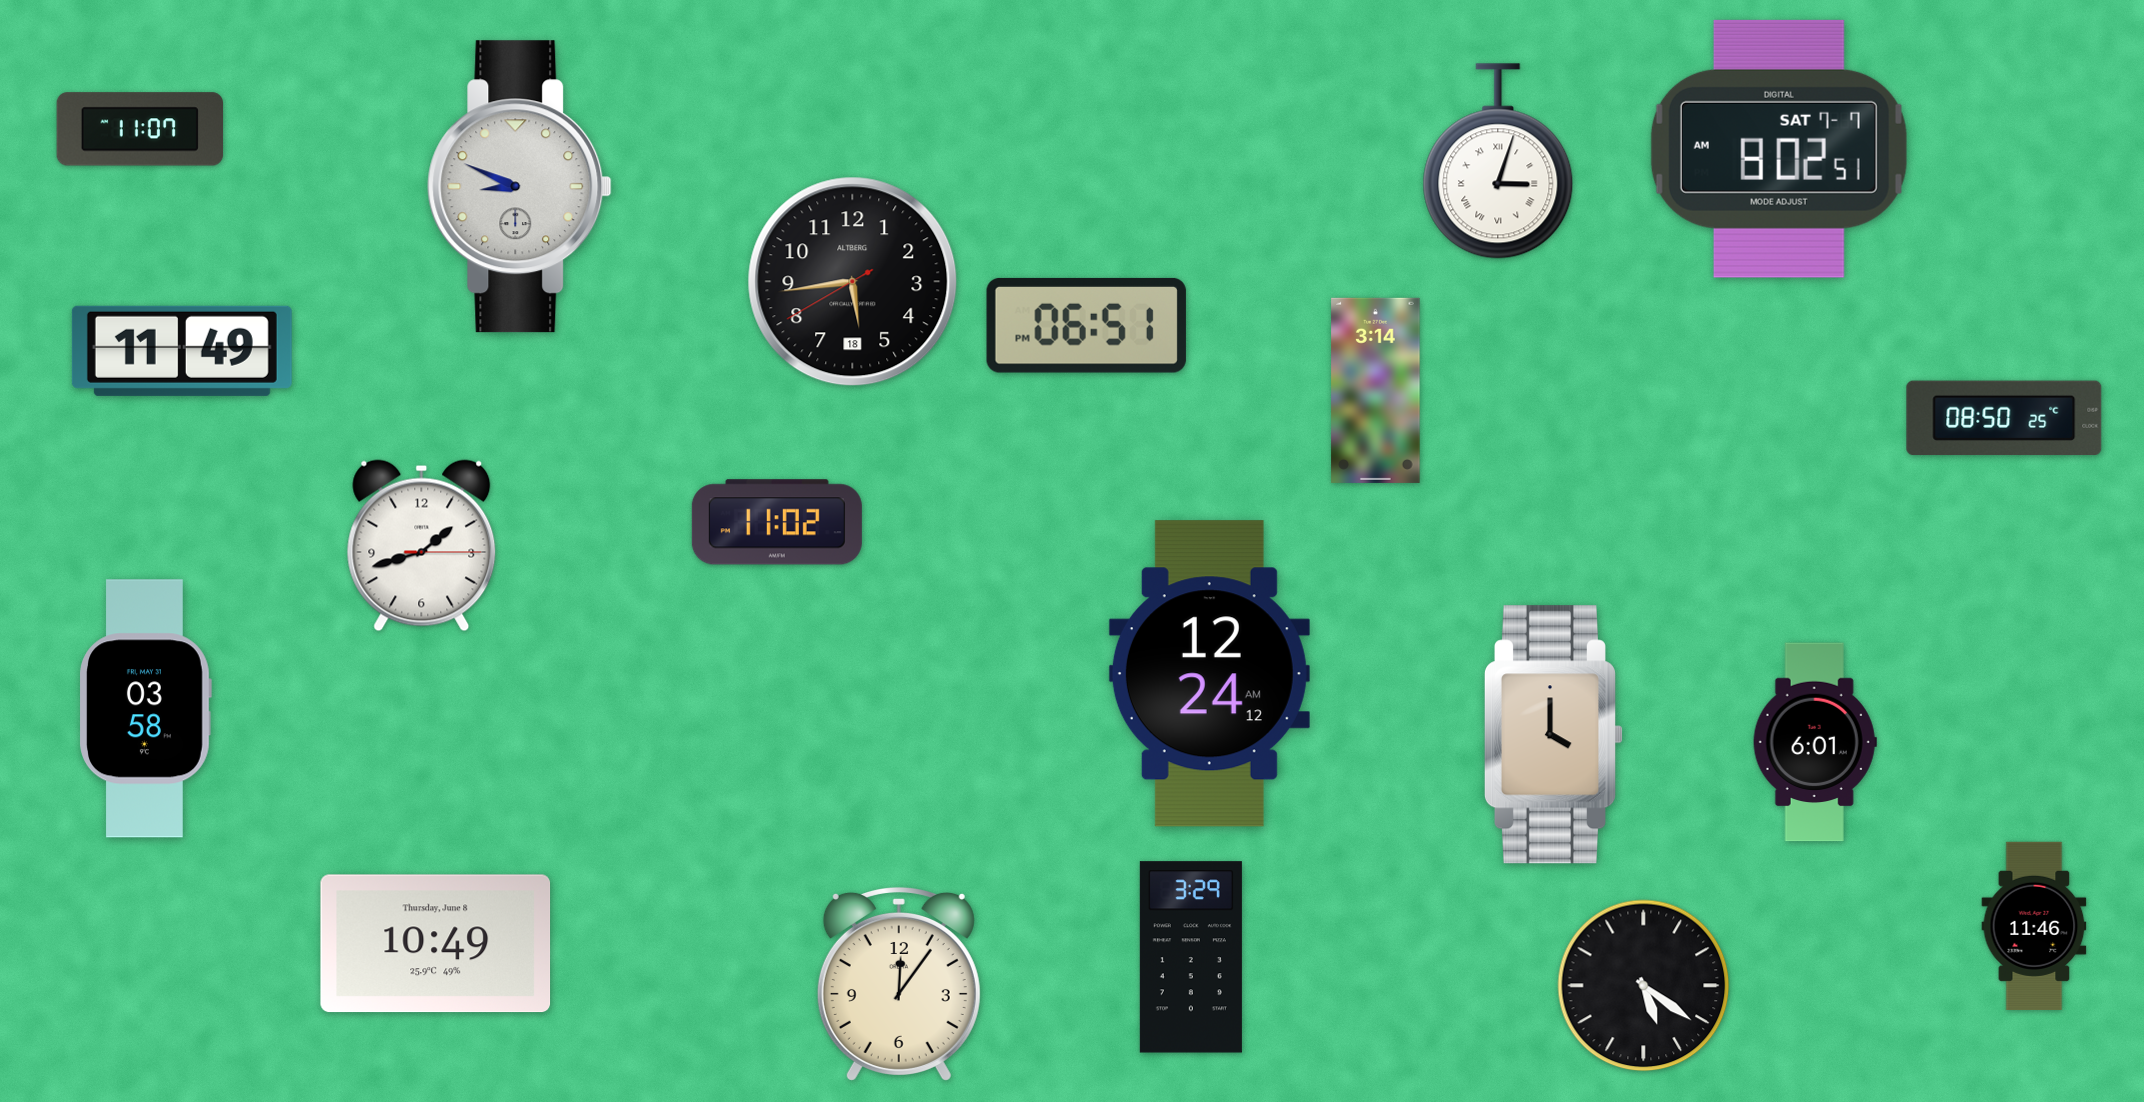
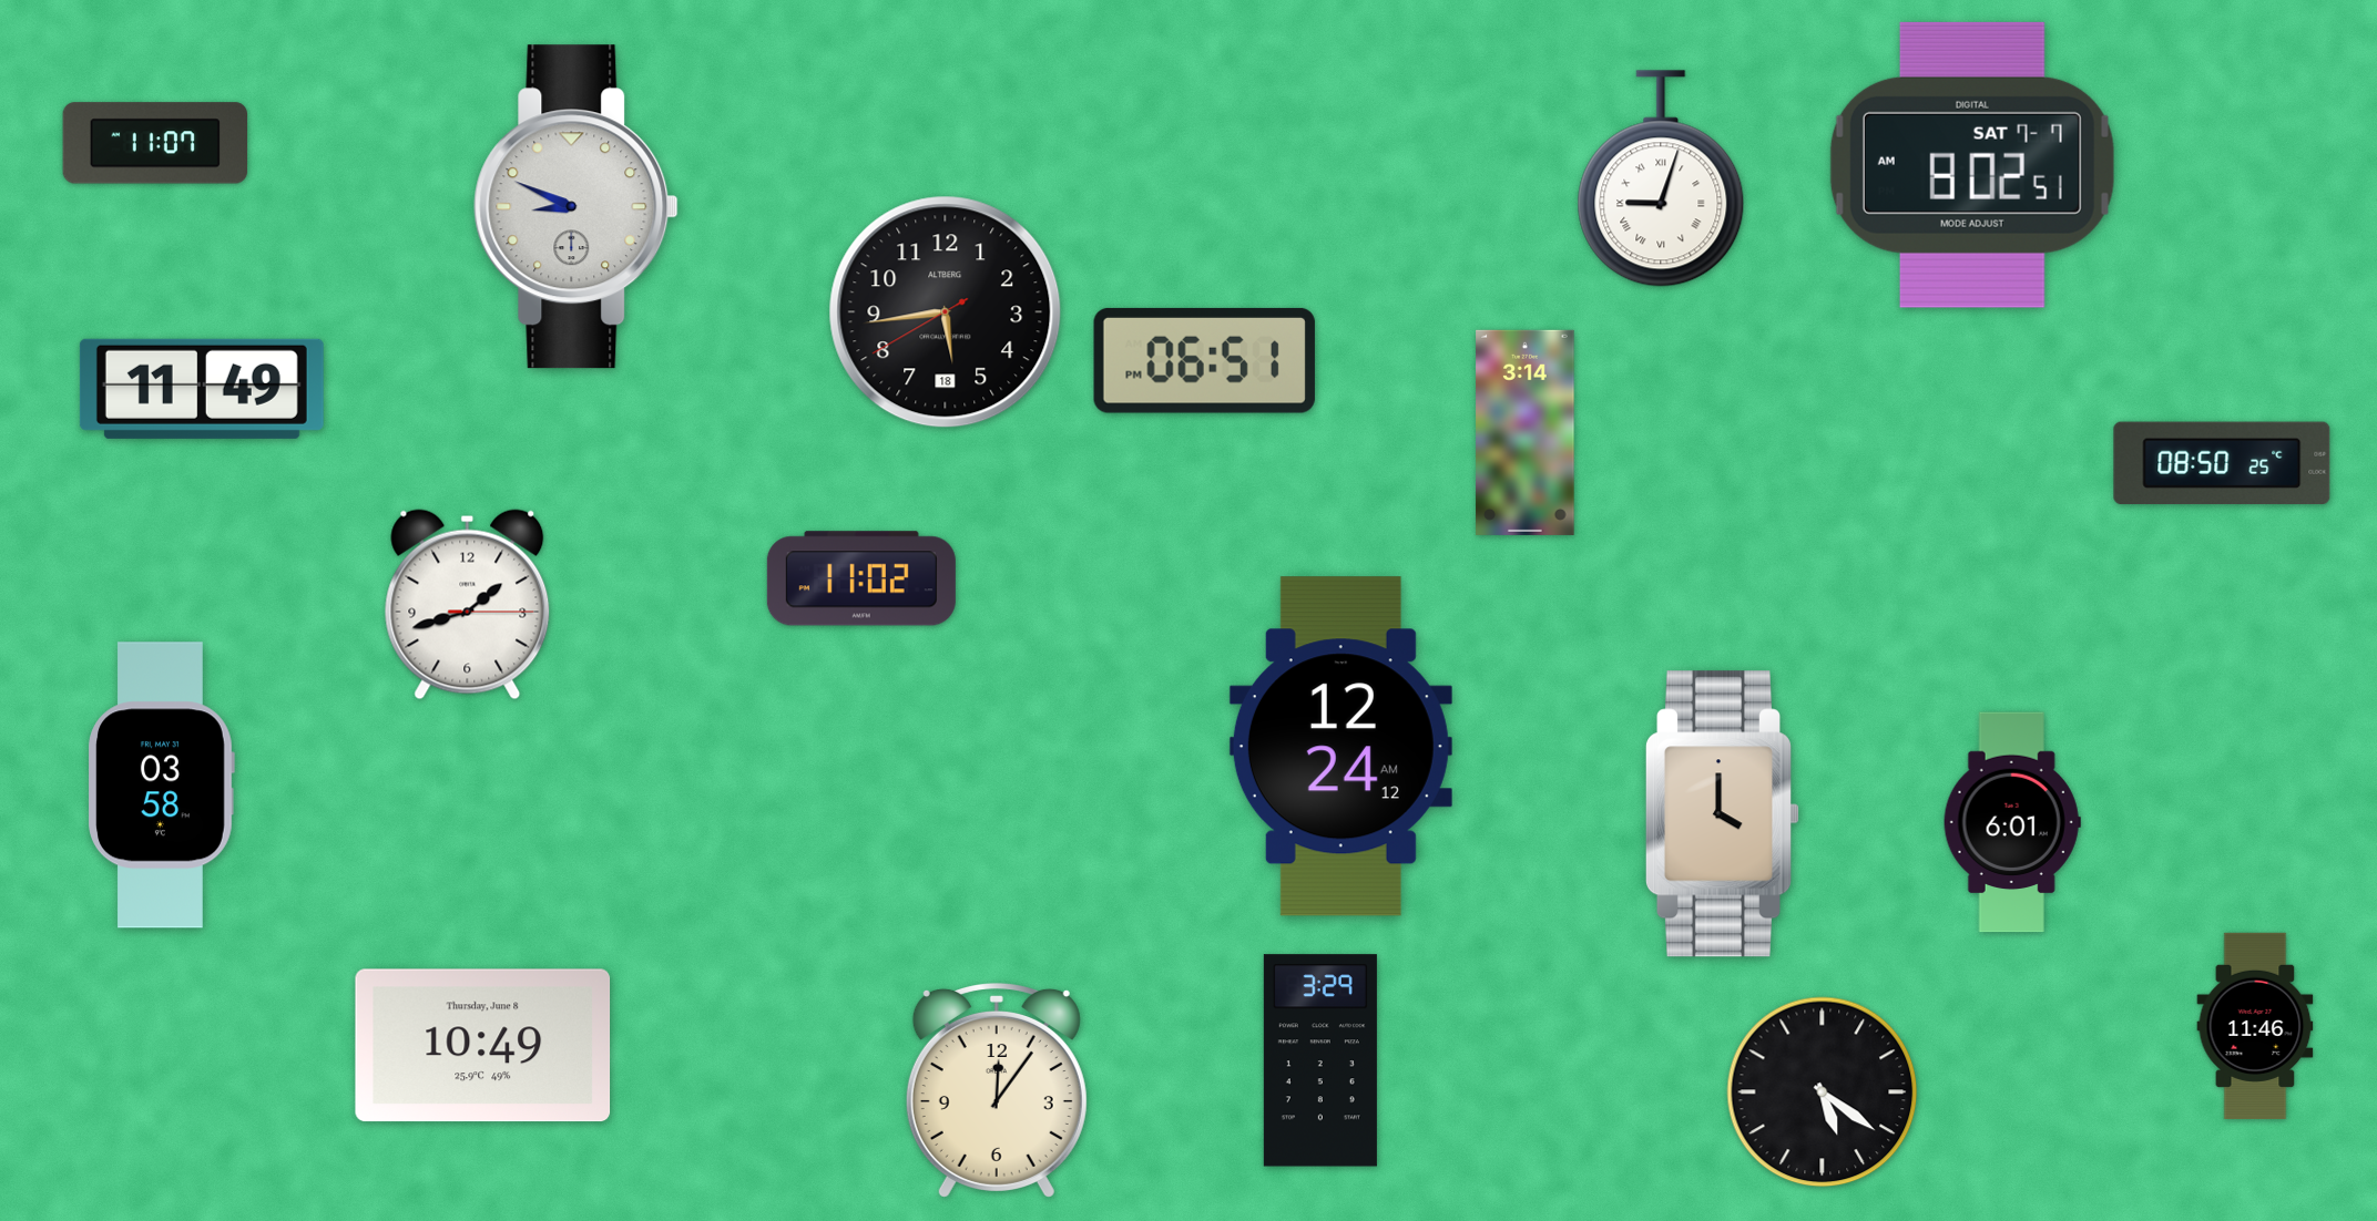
clock at (1498, 161): 3:03 -> 9:03
